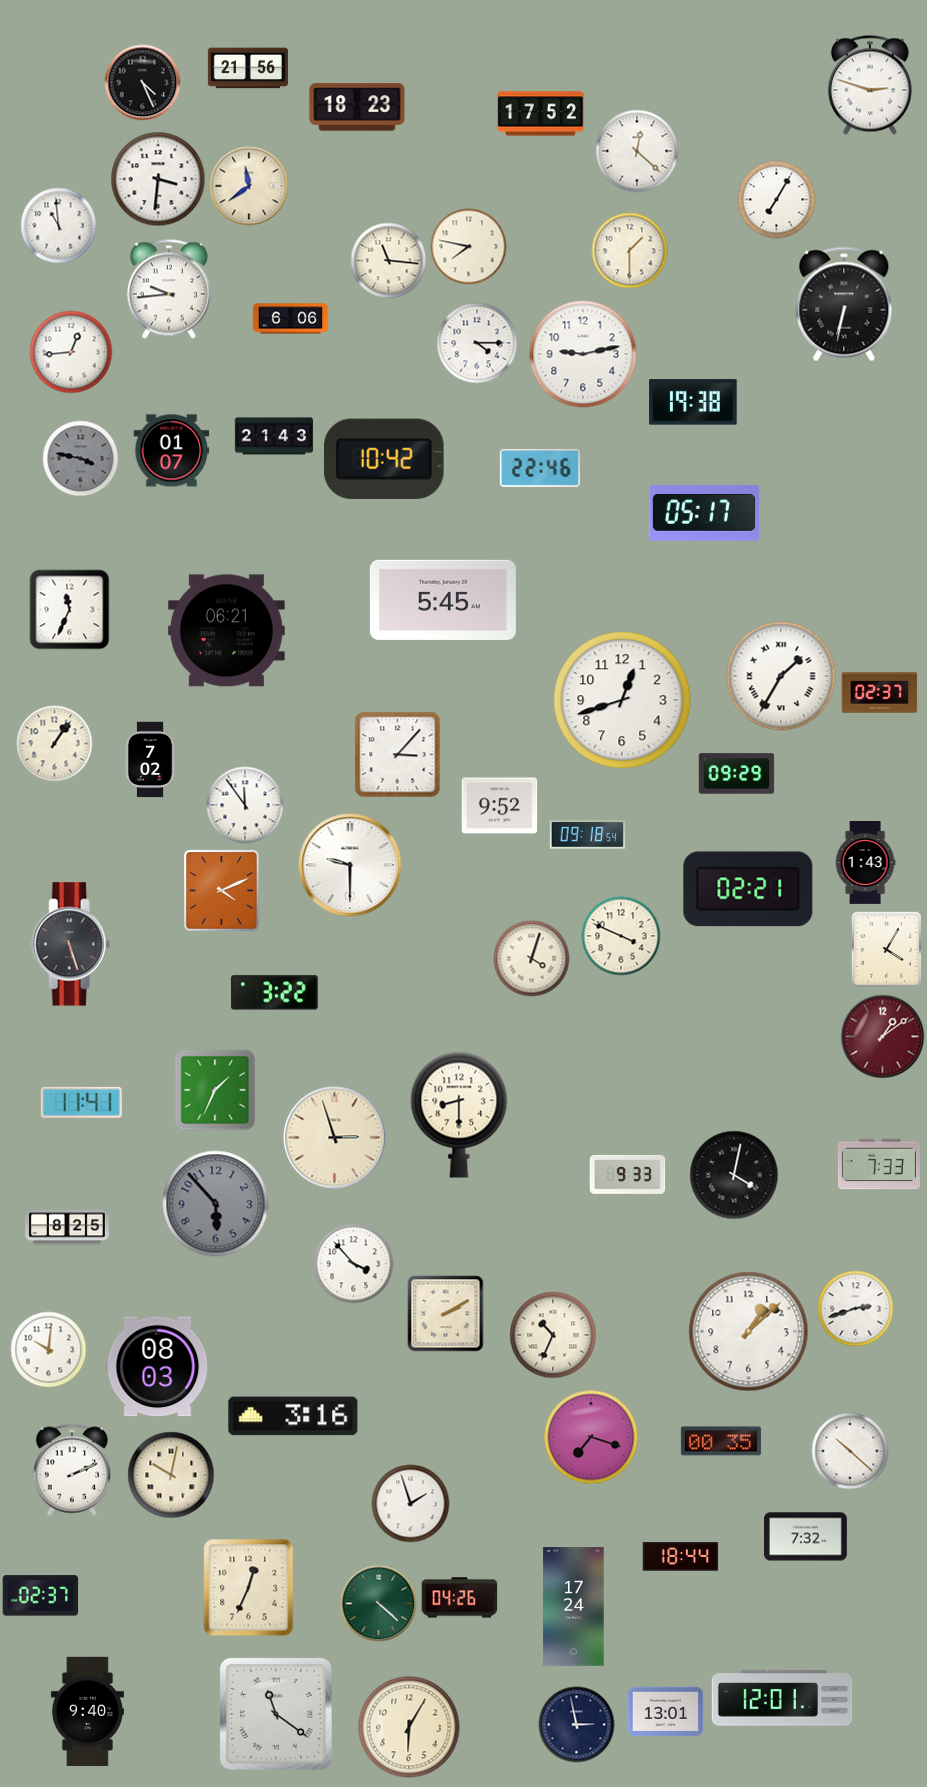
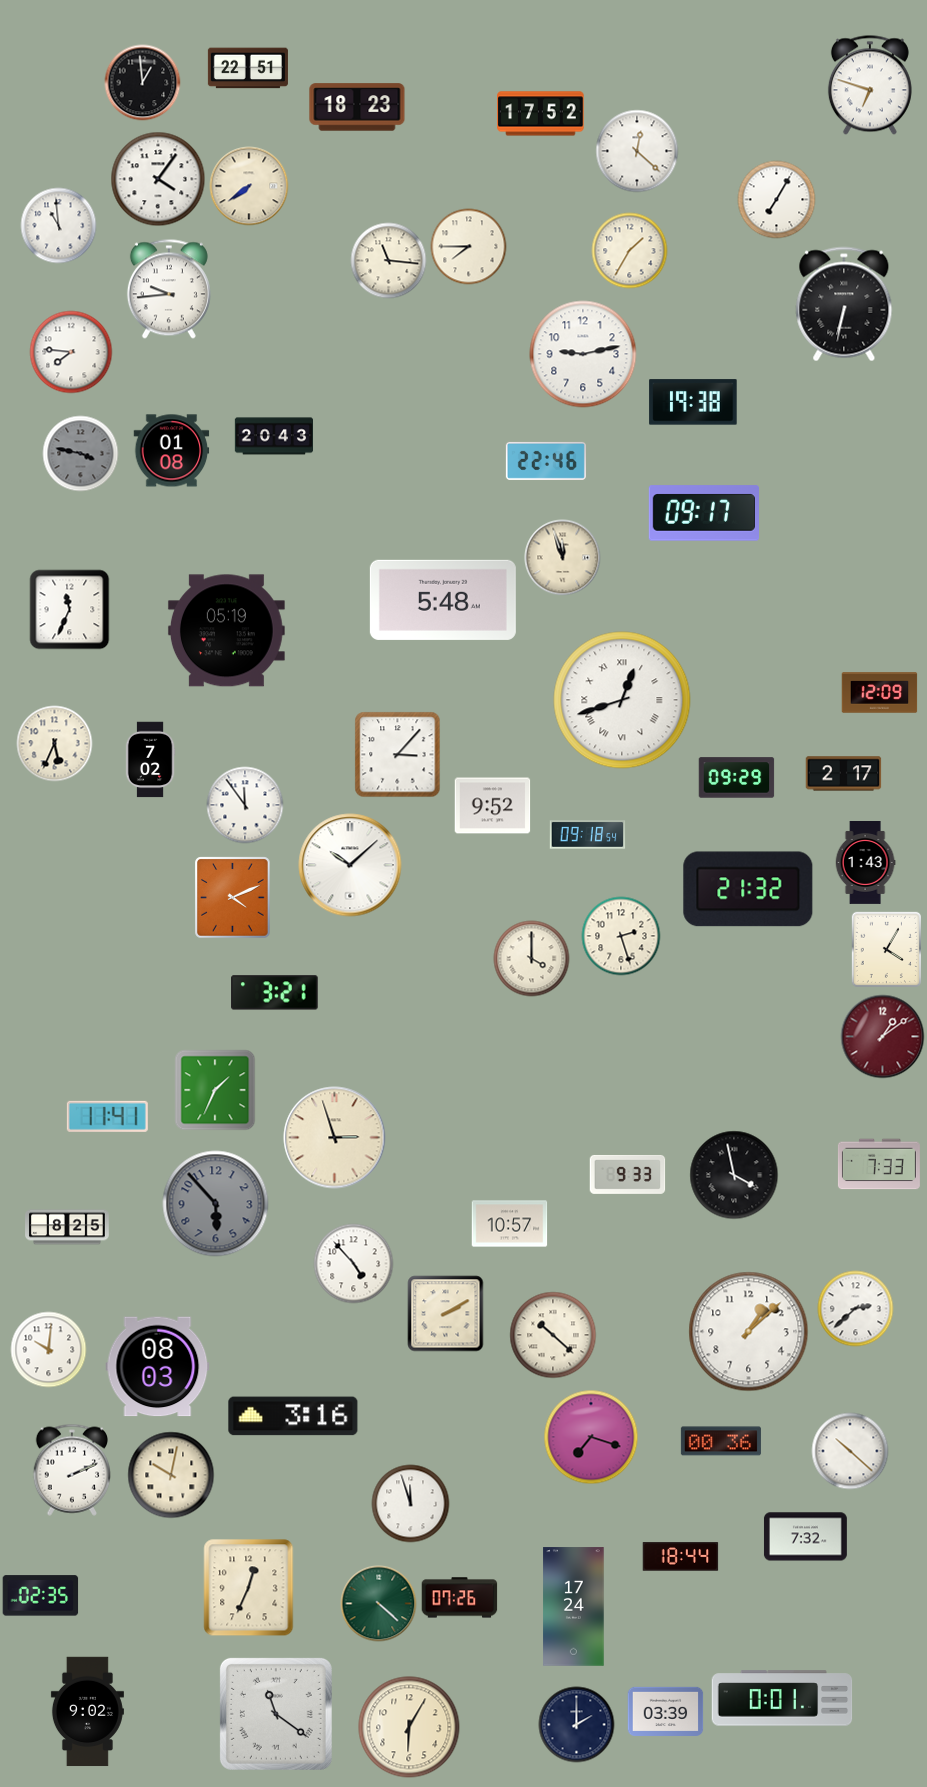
clock at (248, 68): 21:56 -> 22:51
clock at (143, 83): 4:26 -> 12:59
clock at (870, 85): 2:48 -> 6:48
clock at (158, 179): 3:31 -> 4:06
clock at (249, 186): 11:39 -> 7:39
clock at (469, 247): 7:47 -> 7:45
clock at (630, 251): 1:30 -> 1:35
clock at (291, 319): 6:06 -> none
clock at (477, 343): 4:15 -> none
clock at (71, 352): 12:44 -> 7:46
clock at (274, 436): 21:43 -> 20:43
clock at (172, 451): 01:07 -> 01:08
clock at (81, 459) position: (81, 459) -> (81, 454)
clock at (384, 459): 10:42 -> none
clock at (540, 468) position: (540, 468) -> (546, 461)
clock at (703, 513): 05:17 -> 09:17
clock at (563, 558): none -> 11:57
clock at (443, 600): 5:45 -> 5:48
clock at (226, 631): 06:21 -> 05:19
clock at (781, 676): 1:35 -> none
clock at (880, 693): 02:37 -> 12:09
clock at (622, 700) numerals: Arabic -> Roman
clock at (55, 744): 1:06 -> 5:34
clock at (737, 774) position: (737, 774) -> (737, 778)
clock at (844, 774): none -> 2:17
clock at (500, 806) position: (500, 806) -> (493, 806)
clock at (350, 865): 9:30 -> 10:08
clock at (748, 889): 02:21 -> 21:32
clock at (222, 891) position: (222, 891) -> (233, 898)
clock at (621, 936): 3:49 -> 2:27
clock at (71, 944): 5:27 -> none
clock at (532, 959): 4:03 -> 4:00
clock at (275, 993): 3:22 -> 3:21
clock at (81, 1102) position: (81, 1102) -> (107, 1116)
clock at (459, 1115): 8:30 -> none
clock at (734, 1175): 4:02 -> 3:58
clock at (510, 1224): none -> 10:57
clock at (354, 1264): 3:53 -> 4:53
clock at (856, 1309): 2:42 -> 2:38
clock at (553, 1335): 10:34 -> 10:22
clock at (721, 1441): 00:35 -> 00:36
clock at (411, 1504): 1:57 -> 11:57
clock at (41, 1596): 02:37 -> 02:35
clock at (460, 1598): 04:26 -> 07:26
clock at (782, 1698): 12:01 -> 0:01
clock at (666, 1711): 13:01 -> 03:39
clock at (87, 1712): 9:40 -> 9:02
clock at (577, 1725): 2:58 -> 2:00
